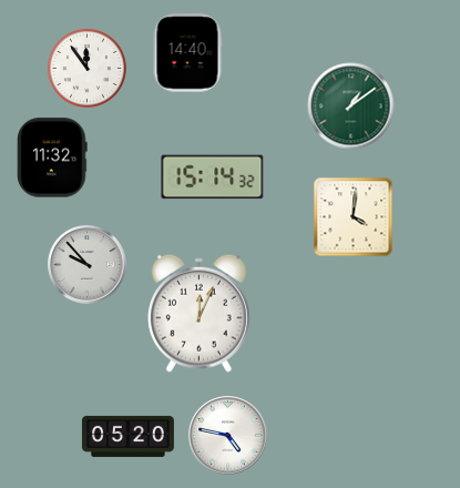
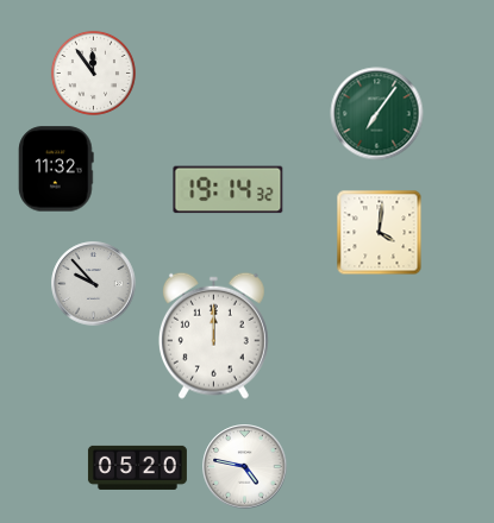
clock at (187, 53): 14:40 -> none
clock at (351, 106): 1:09 -> 7:06
clock at (213, 177): 15:14 -> 19:14
clock at (198, 313): 12:04 -> 12:00
